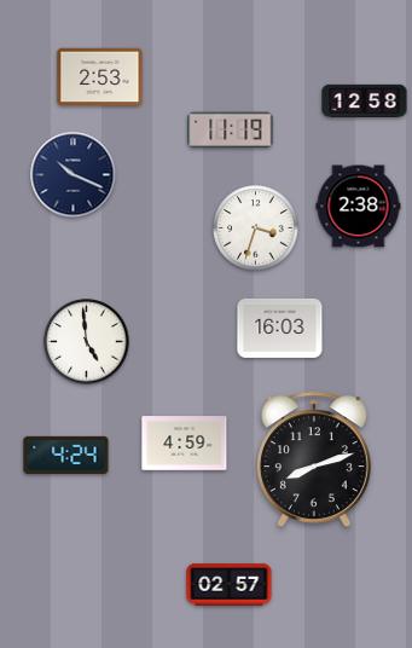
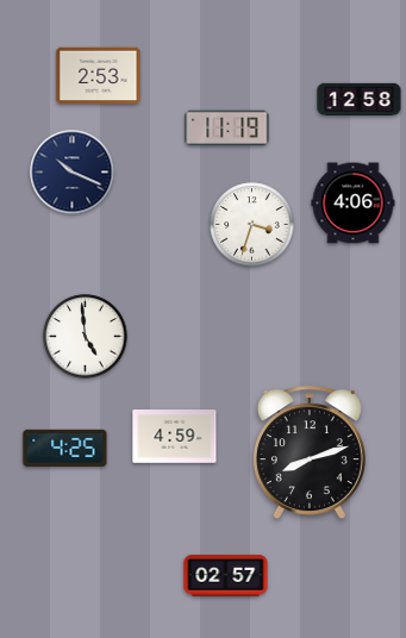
clock at (359, 207): 2:38 -> 4:06
clock at (280, 328): 16:03 -> none
clock at (185, 444) position: (185, 444) -> (175, 437)
clock at (66, 455): 4:24 -> 4:25
